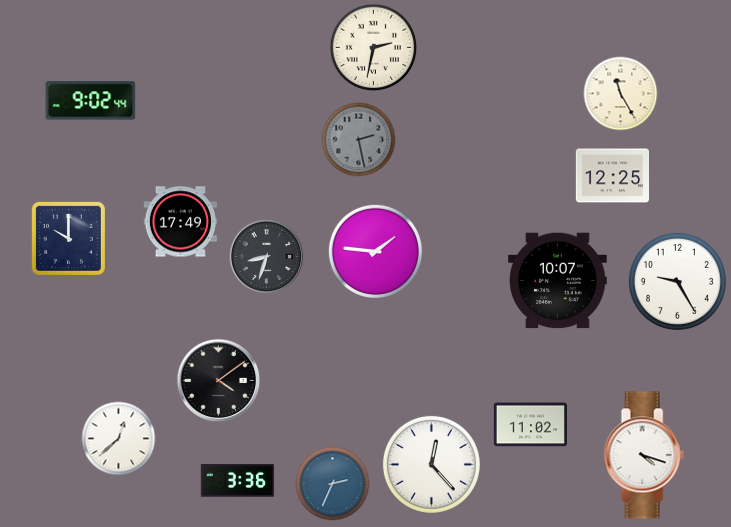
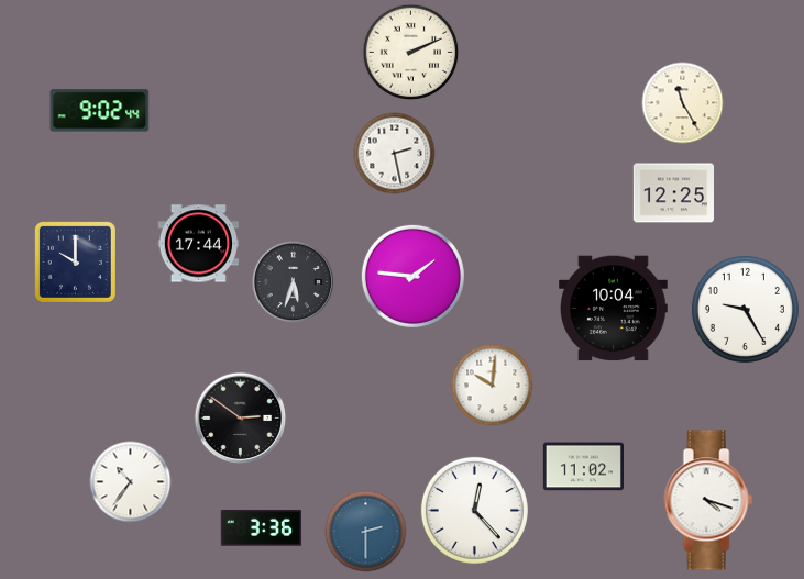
clock at (374, 48): 2:32 -> 2:11
clock at (359, 140) dial: grey -> white
clock at (180, 222): 17:49 -> 17:44
clock at (267, 257): 8:33 -> 5:33
clock at (558, 281): 10:07 -> 10:04
clock at (493, 386): none -> 10:01
clock at (219, 381): 4:09 -> 2:51
clock at (119, 439): 12:38 -> 10:36
clock at (333, 484): 2:34 -> 2:30
